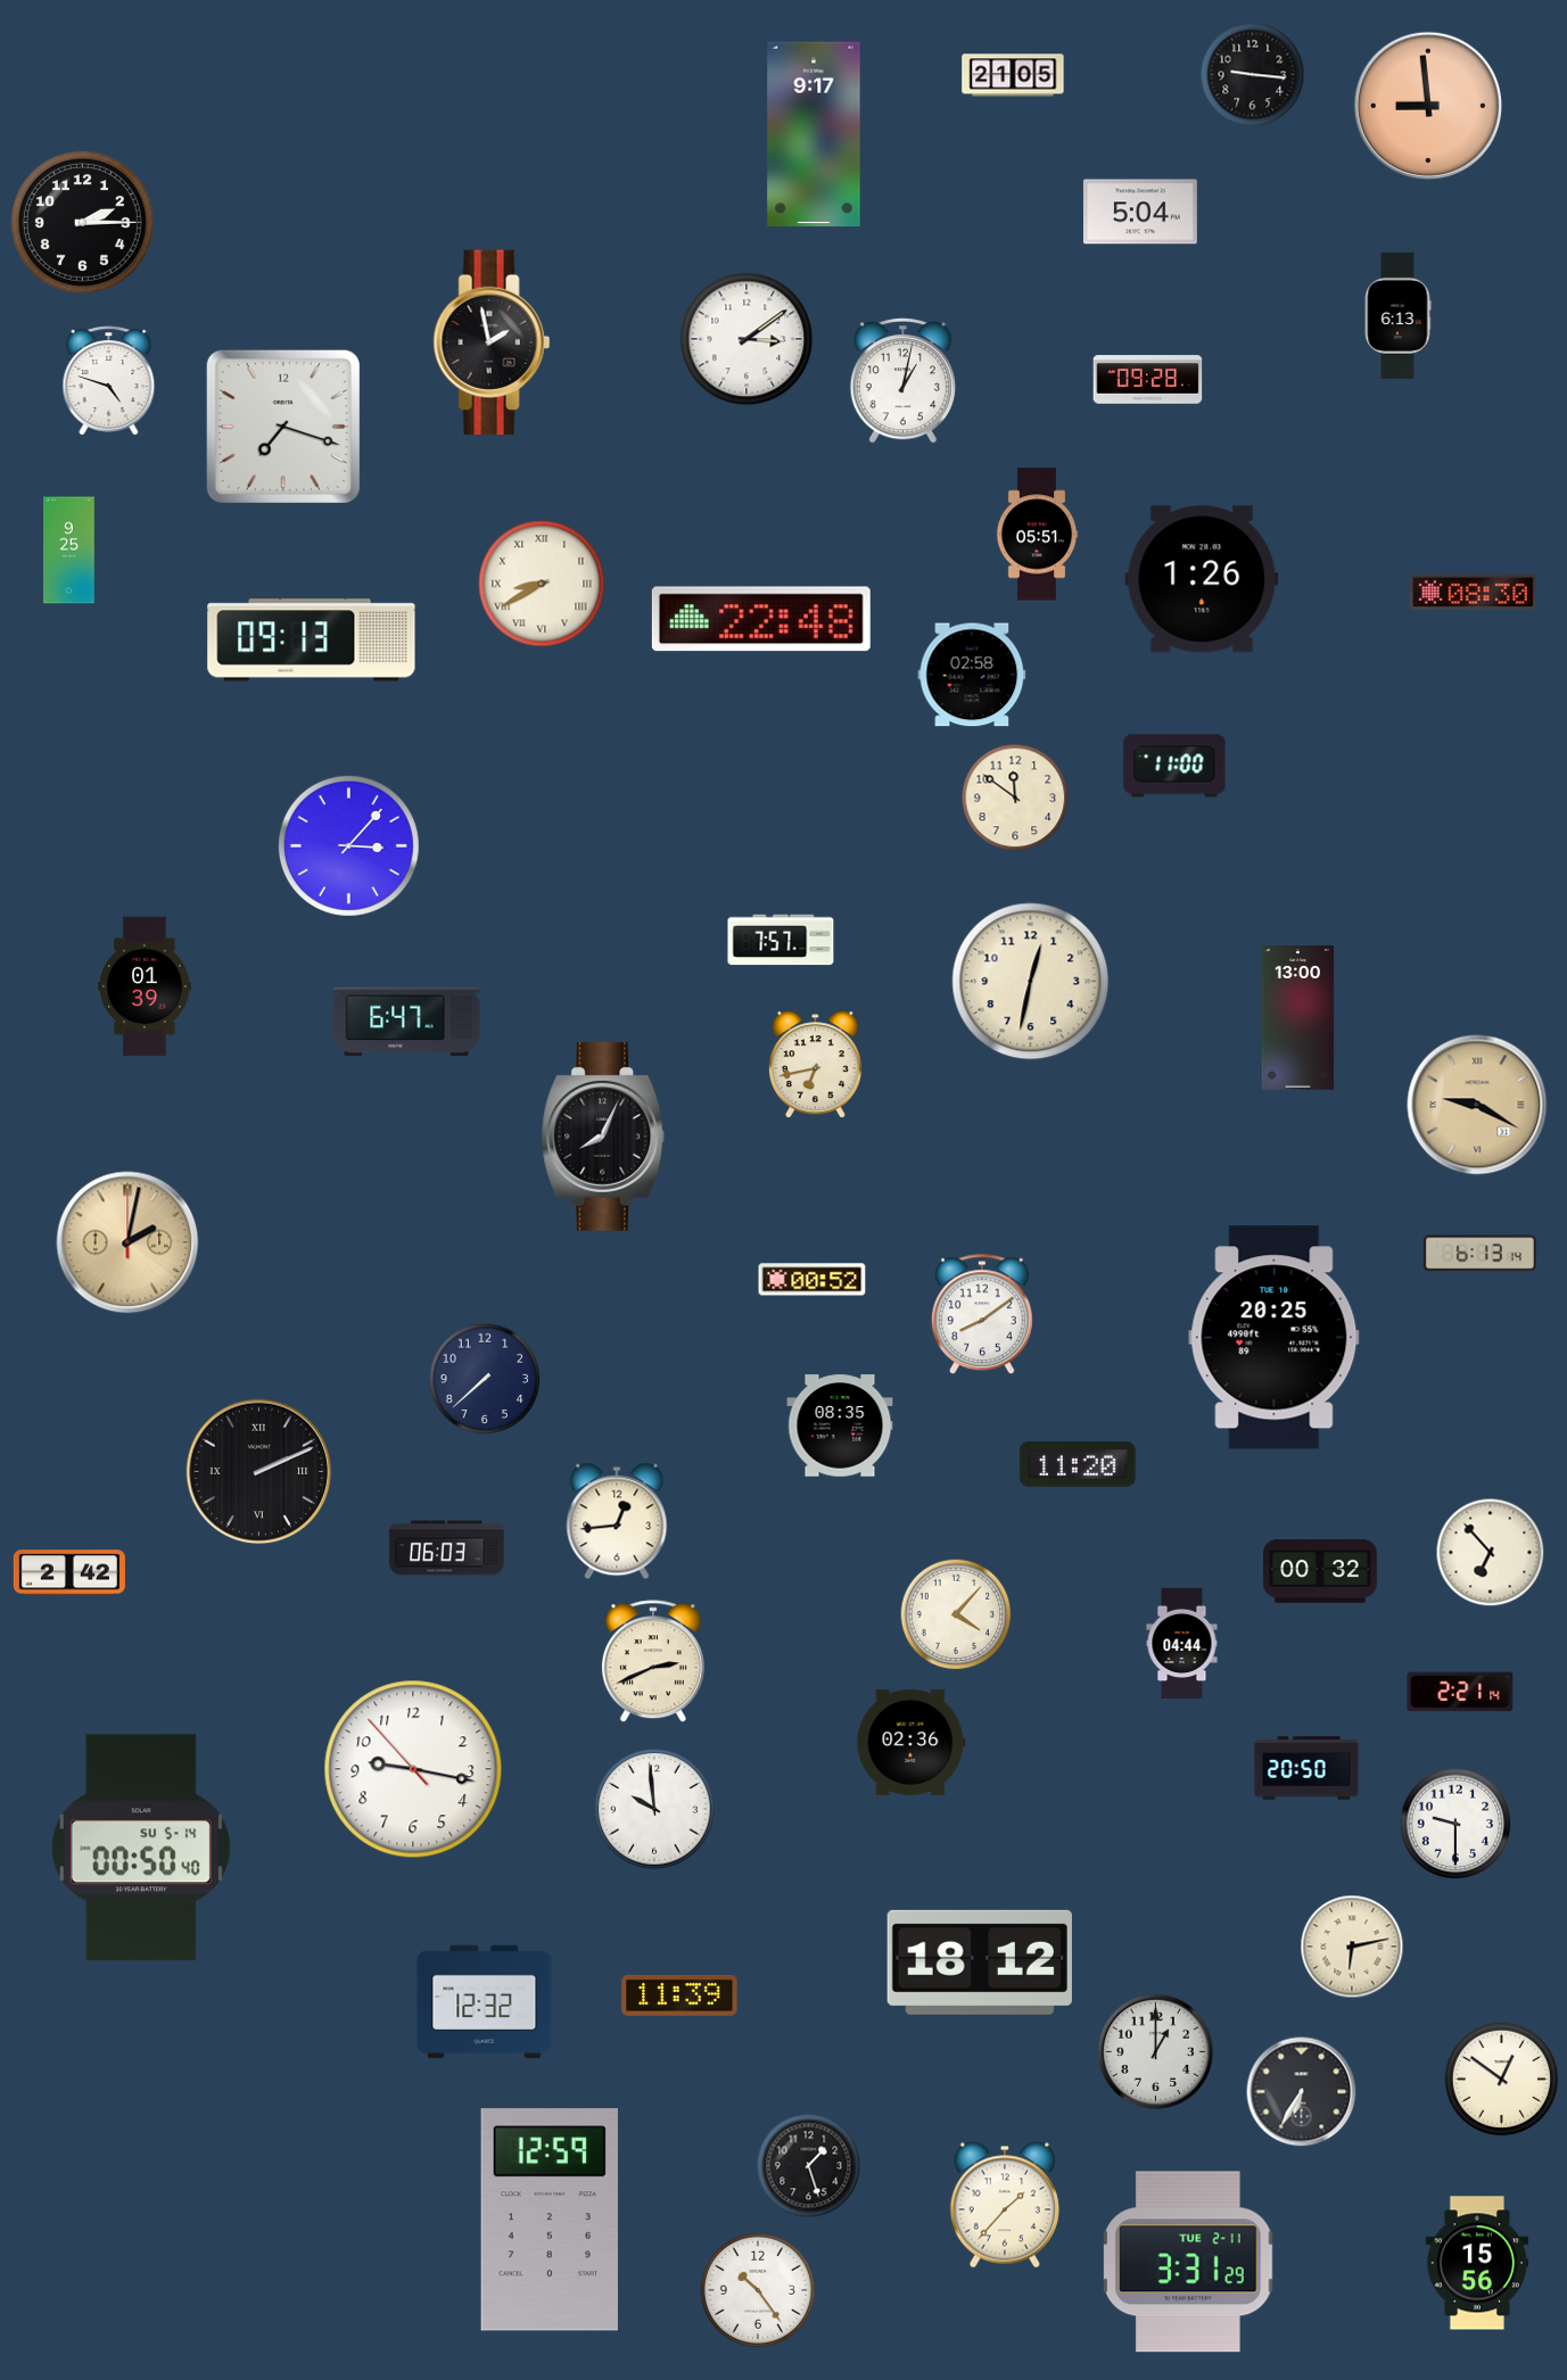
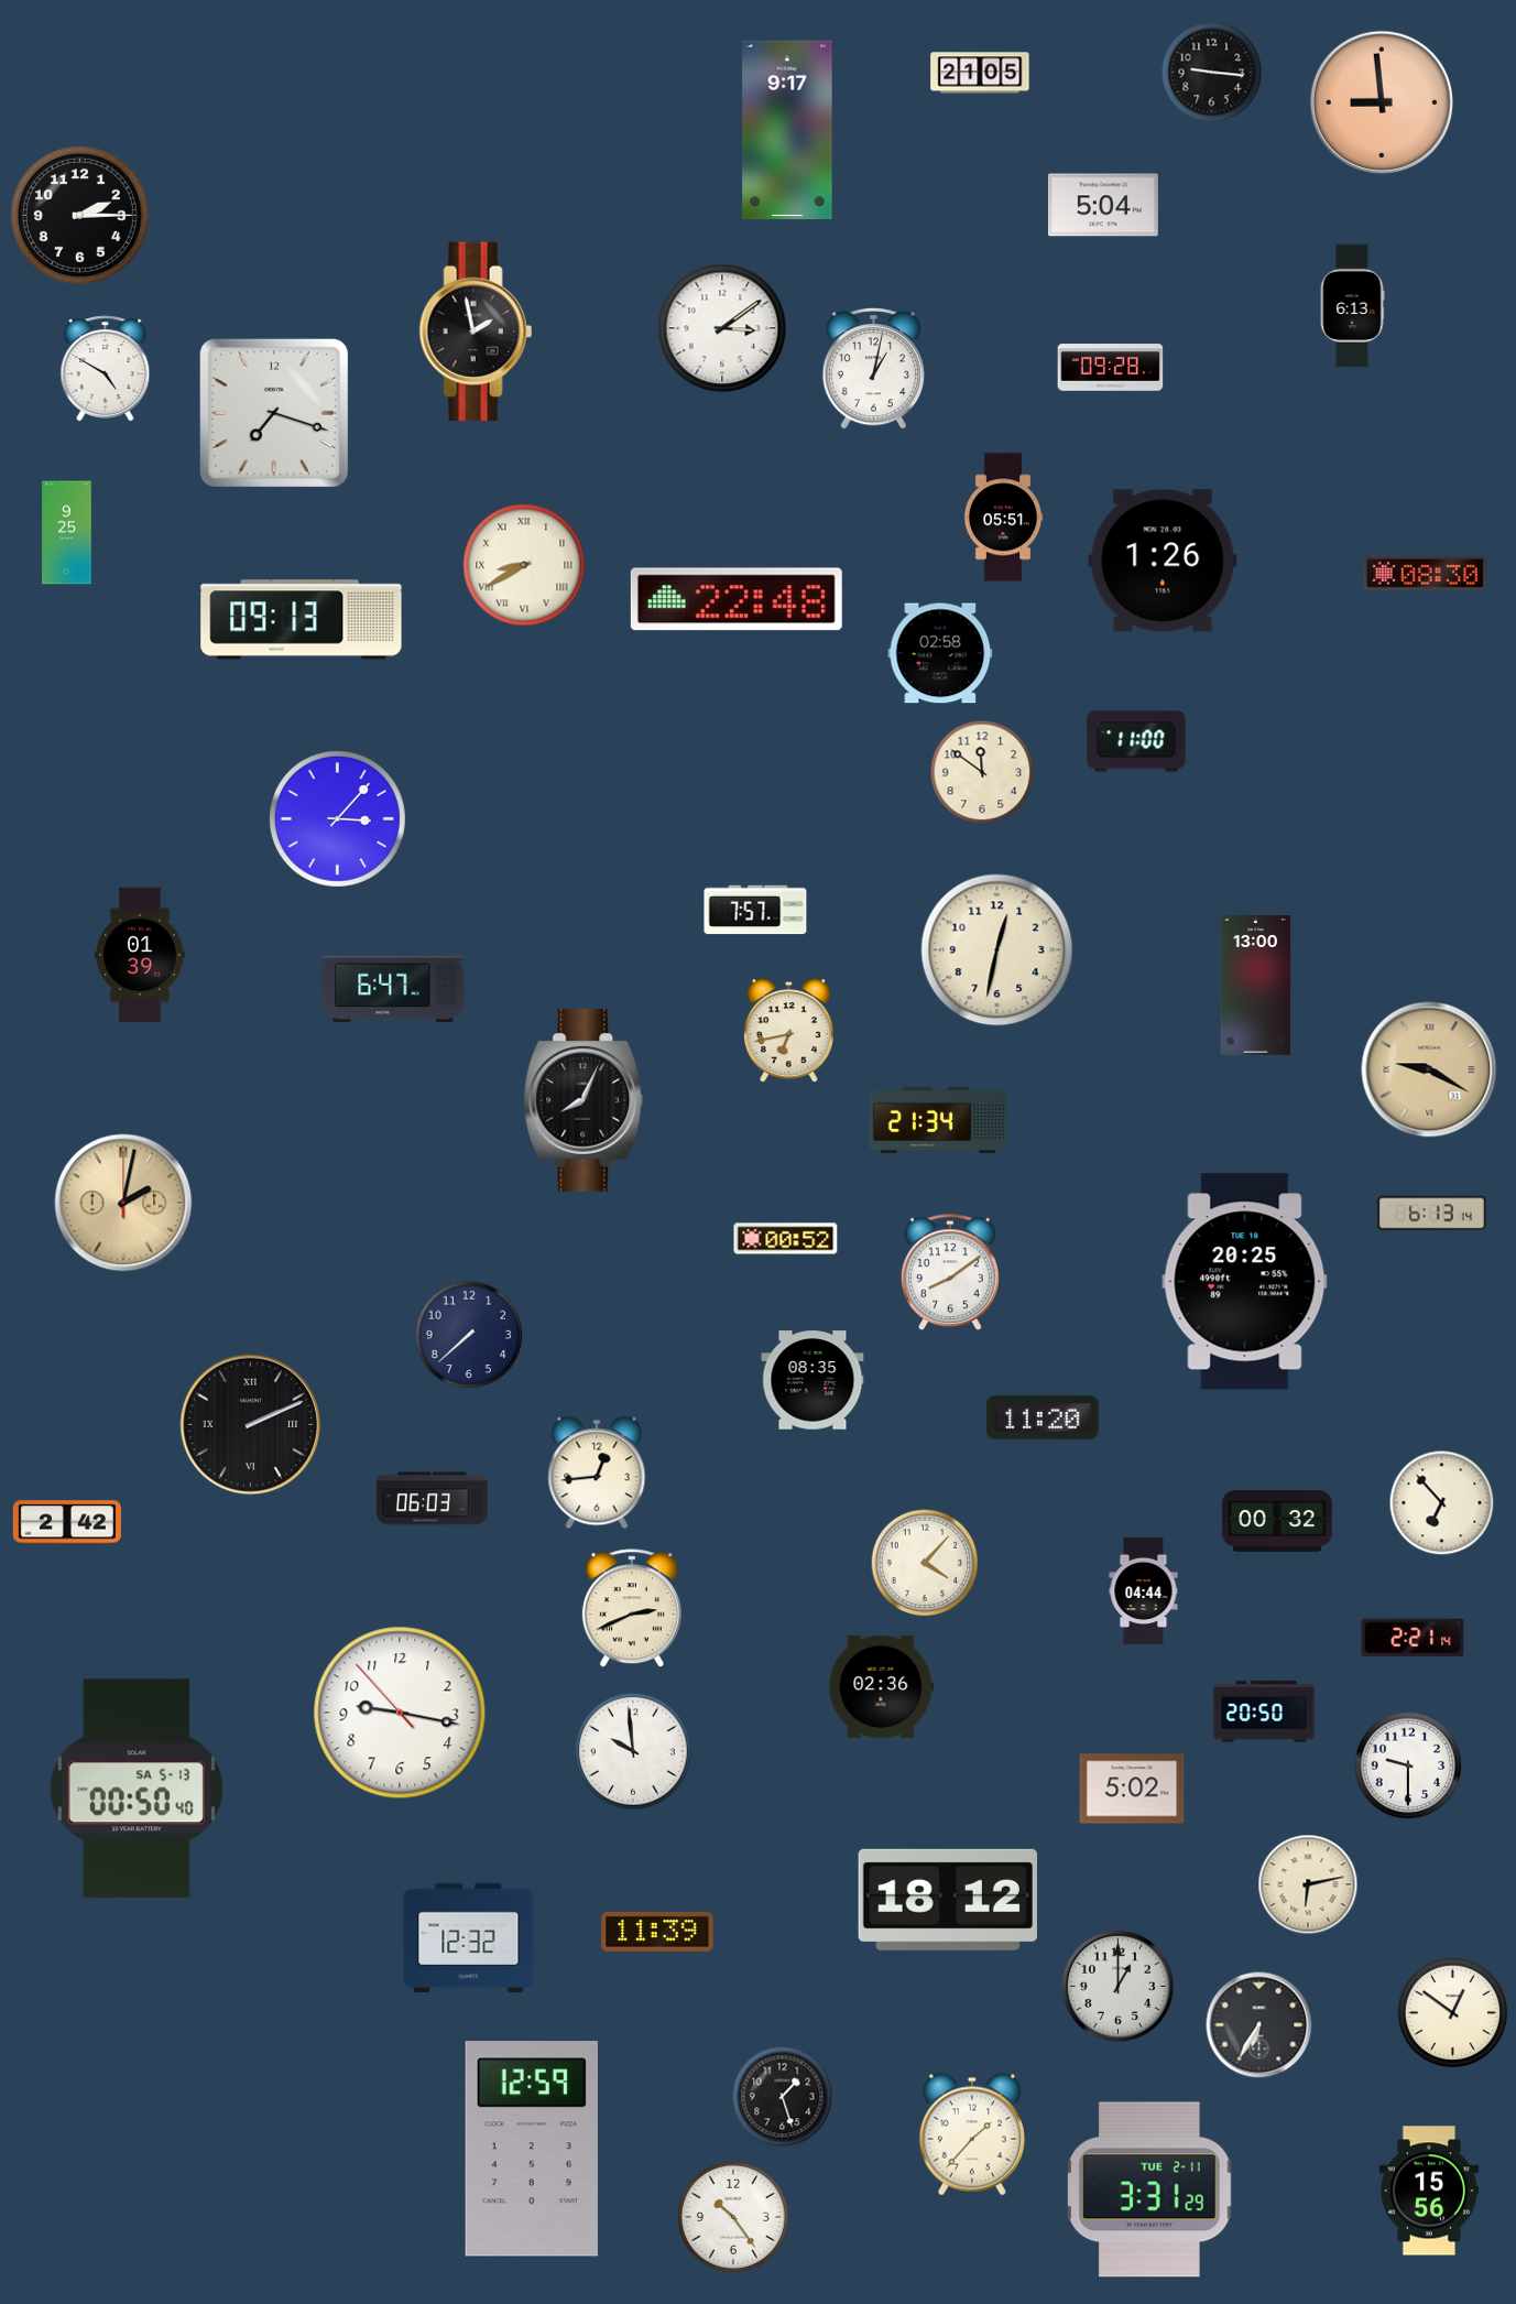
clock at (109, 381): 4:48 -> 4:50
clock at (938, 1120): none -> 21:34
clock at (1275, 1338) position: (1275, 1338) -> (1245, 1282)
clock at (141, 1848) date: SU 5-14 -> SA 5-13
clock at (1132, 1789): none -> 5:02
